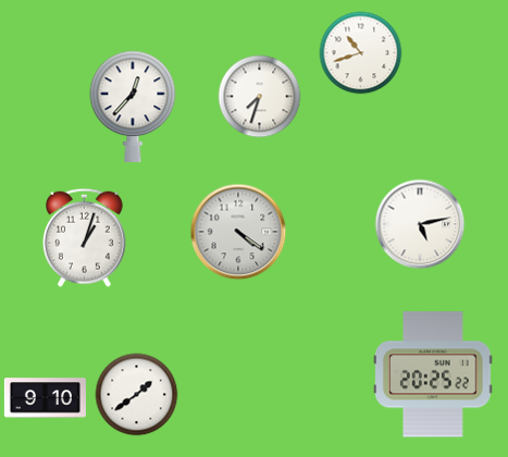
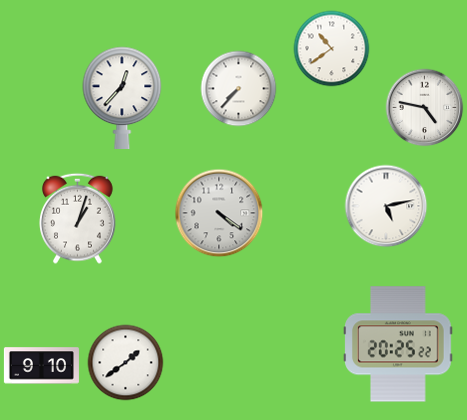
clock at (361, 53): 10:42 -> 10:39
clock at (260, 97): 7:33 -> 7:37
clock at (425, 108): none -> 4:47
